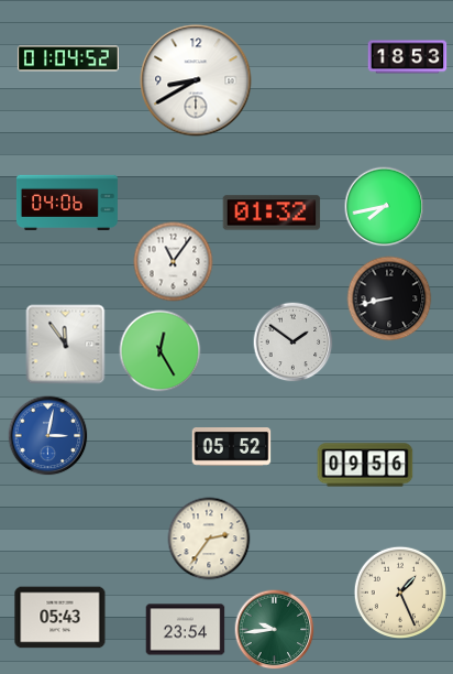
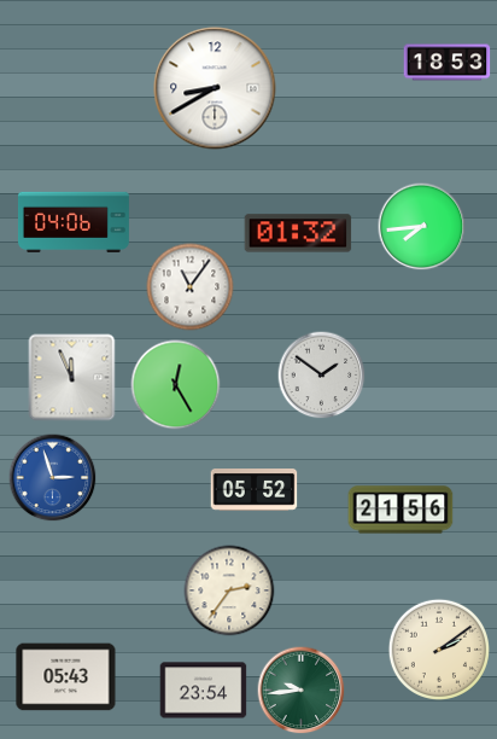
clock at (68, 58): 01:04 -> none
clock at (385, 207): 7:43 -> 7:44
clock at (389, 298): 8:43 -> none
clock at (66, 345): 11:54 -> 11:56
clock at (48, 436): 3:02 -> 2:57
clock at (365, 465): 09:56 -> 21:56
clock at (399, 591): 1:26 -> 2:09
